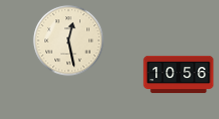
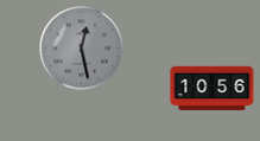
clock at (69, 41) dial: cream -> grey
